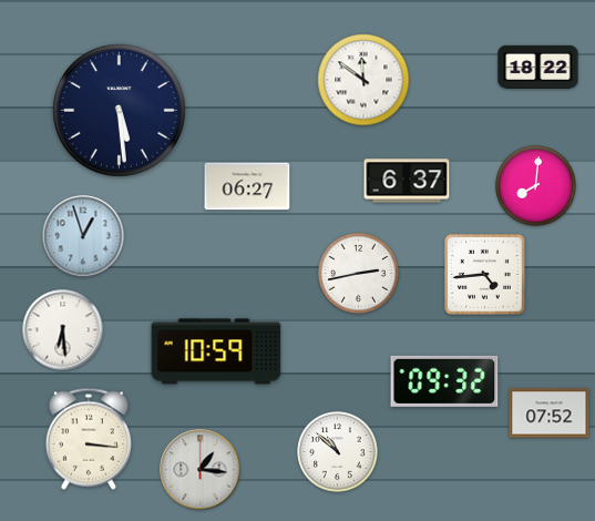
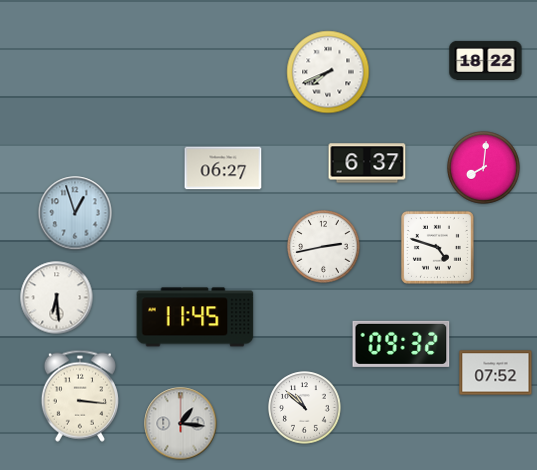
clock at (363, 80): 11:51 -> 7:41
clock at (120, 111): 5:29 -> none
clock at (484, 274): 4:44 -> 4:48
clock at (216, 351): 10:59 -> 11:45
